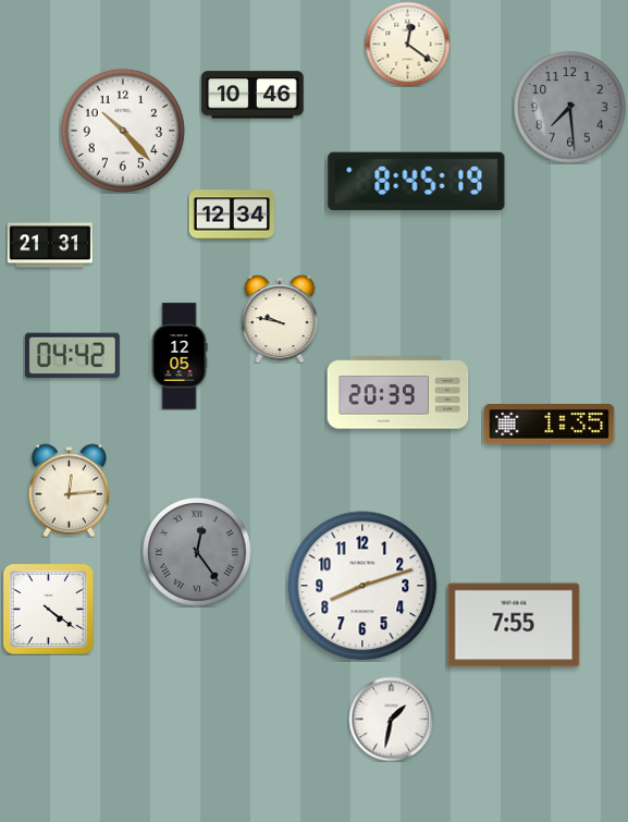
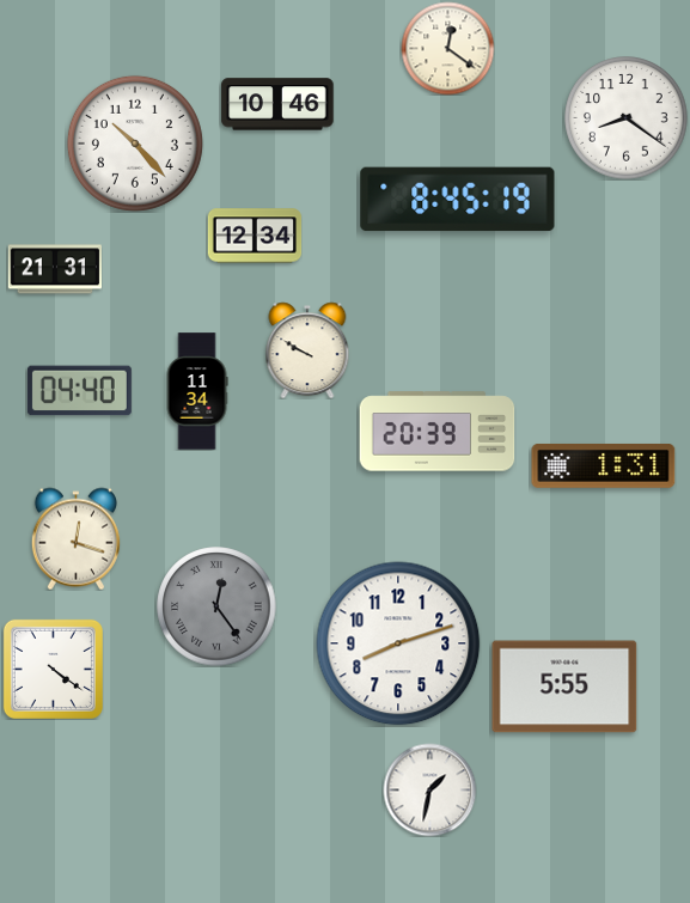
clock at (570, 108): 7:29 -> 8:21
clock at (570, 108) dial: grey -> white
clock at (280, 319): 9:47 -> 9:50
clock at (72, 356): 04:42 -> 04:40
clock at (180, 356): 12:05 -> 11:34
clock at (550, 424): 1:35 -> 1:31
clock at (69, 490): 12:14 -> 12:18
clock at (514, 625): 7:55 -> 5:55
